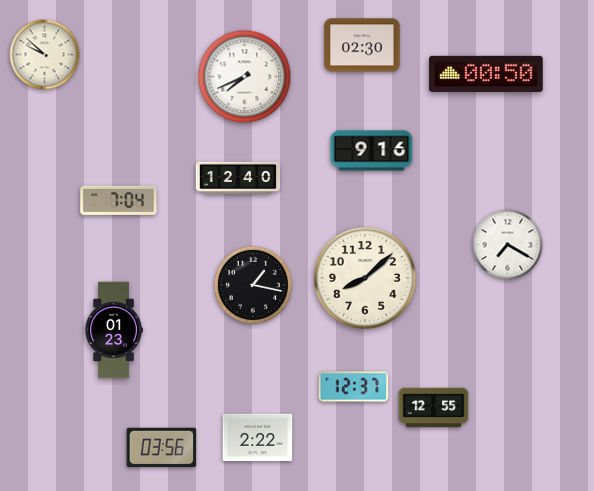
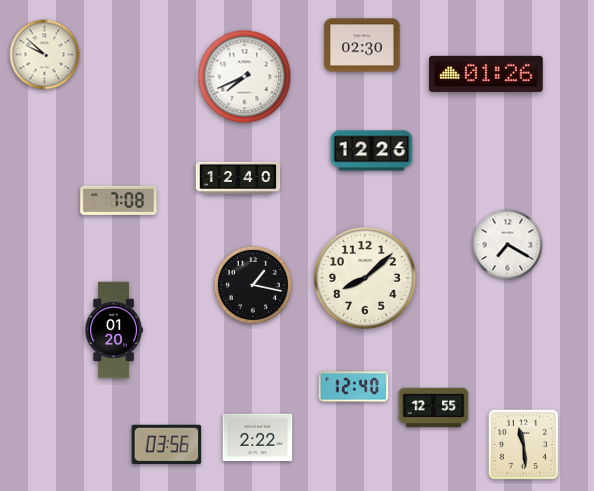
clock at (487, 74): 00:50 -> 01:26
clock at (372, 151): 9:16 -> 12:26
clock at (119, 200): 7:04 -> 7:08
clock at (114, 330): 01:23 -> 01:20
clock at (354, 387): 12:37 -> 12:40
clock at (523, 444): none -> 11:29
clock at (162, 447) position: (162, 447) -> (167, 444)
